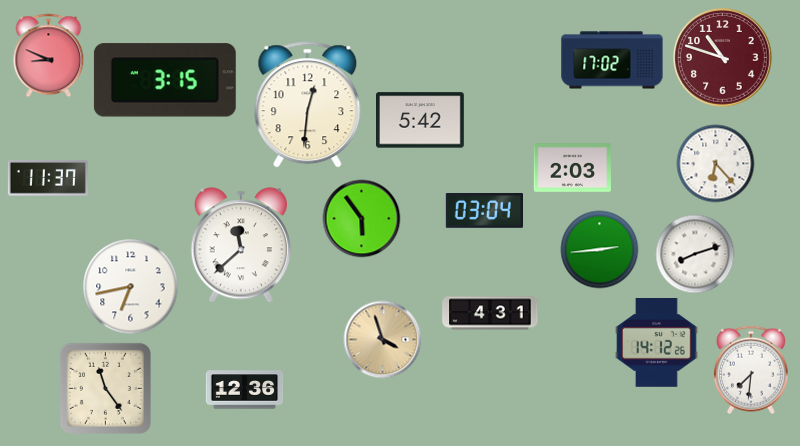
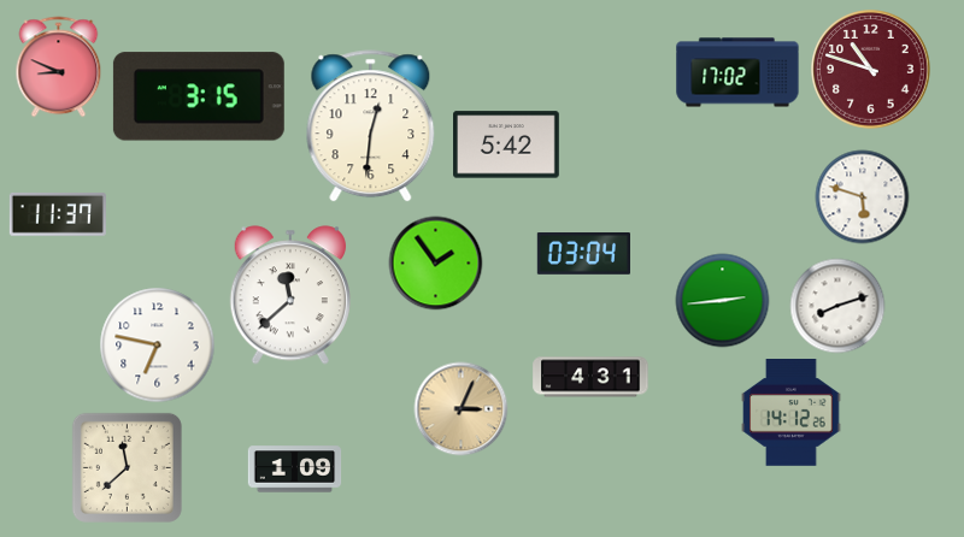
clock at (715, 163): 6:23 -> 5:48
clock at (572, 168): 2:03 -> none
clock at (361, 218): 5:54 -> 1:54
clock at (130, 286): 6:43 -> 6:47
clock at (382, 339): 3:57 -> 3:04
clock at (751, 370): 7:31 -> none
clock at (105, 388): 11:24 -> 11:38
clock at (244, 390): 12:36 -> 1:09
